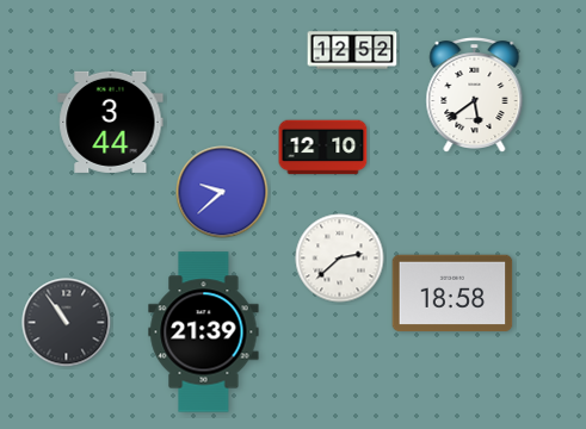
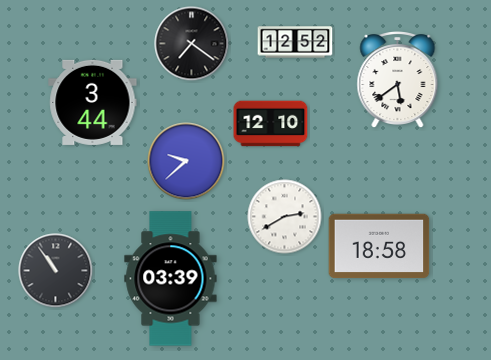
clock at (192, 44): none -> 7:21
clock at (340, 259): 2:38 -> 2:40
clock at (204, 332): 21:39 -> 03:39
